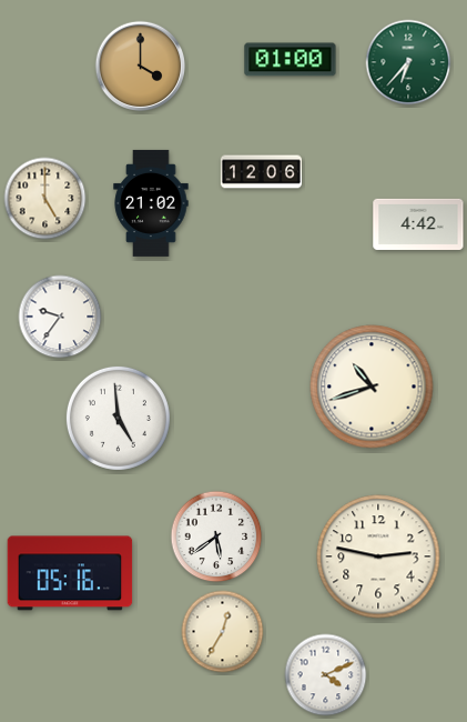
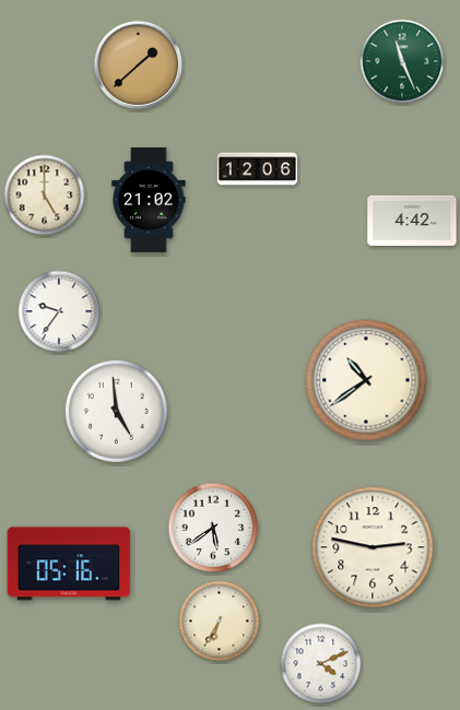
clock at (291, 60): 01:00 -> none
clock at (408, 62): 6:37 -> 11:26
clock at (141, 67): 4:00 -> 1:38
clock at (372, 387): 10:42 -> 10:39
clock at (223, 632): 12:35 -> 6:35
